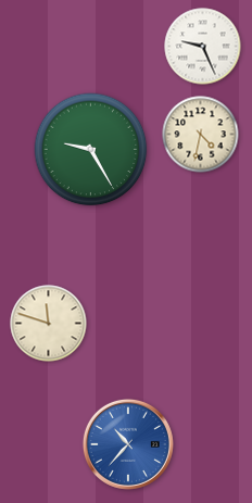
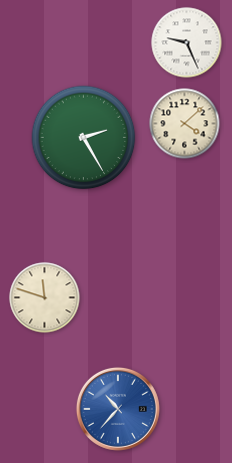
clock at (201, 135): 4:32 -> 4:08
clock at (91, 150): 9:25 -> 2:25
